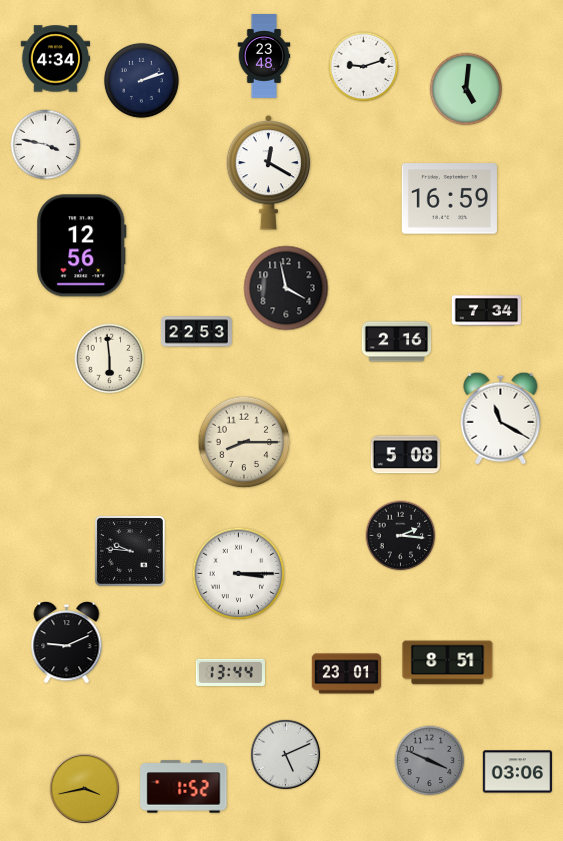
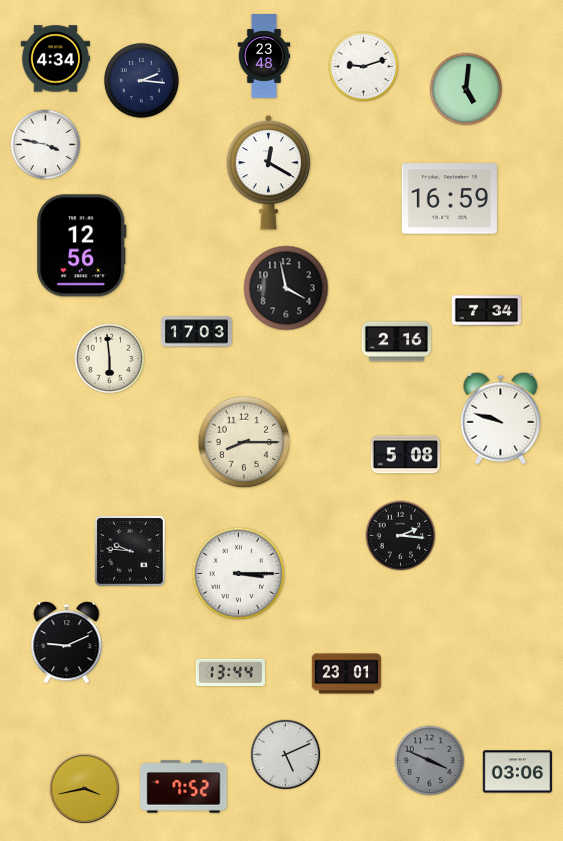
clock at (141, 80): 2:12 -> 2:16
clock at (196, 332): 22:53 -> 17:03
clock at (501, 418): 11:20 -> 9:48
clock at (448, 663): 8:51 -> none
clock at (184, 787): 1:52 -> 7:52
